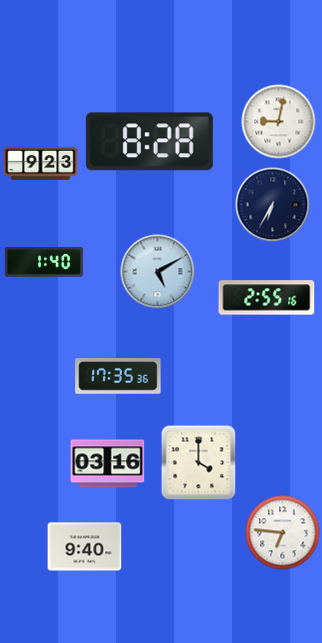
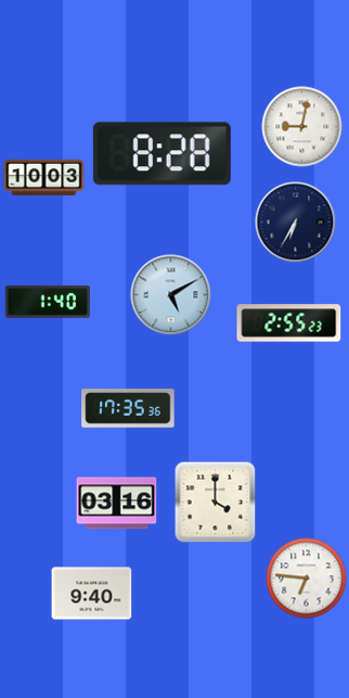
clock at (279, 122) position: (279, 122) -> (302, 127)
clock at (41, 163): 9:23 -> 10:03
clock at (44, 262) position: (44, 262) -> (48, 302)
clock at (267, 298): 2:55:16 -> 2:55:23
